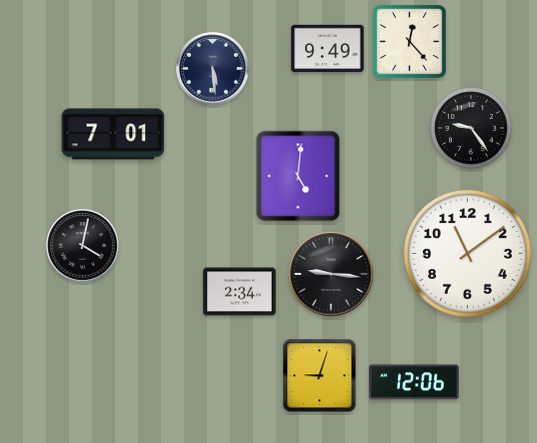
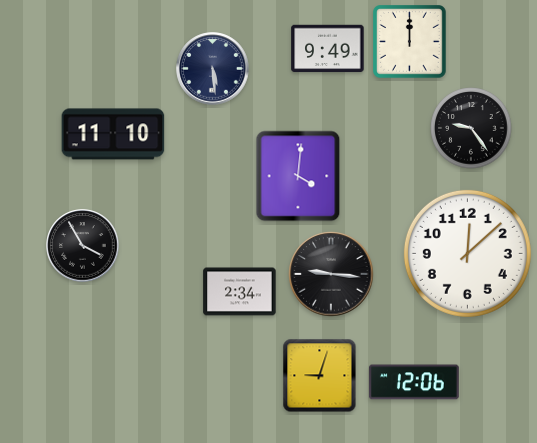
clock at (410, 42): 12:23 -> 12:00
clock at (113, 134): 7:01 -> 11:10
clock at (298, 176): 5:01 -> 4:01
clock at (83, 246): 4:02 -> 3:55
clock at (467, 253): 11:09 -> 12:08
